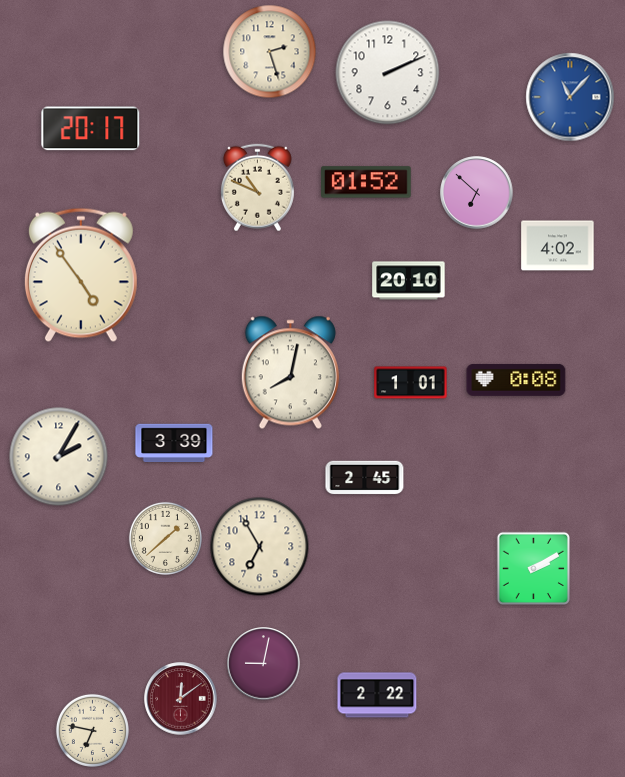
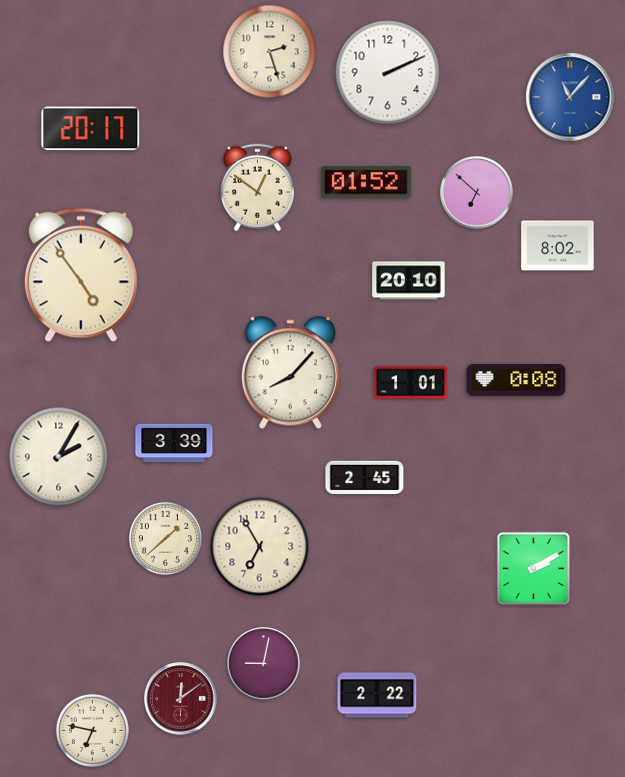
clock at (257, 188): 10:49 -> 12:51
clock at (558, 246): 4:02 -> 8:02
clock at (290, 373): 8:02 -> 8:07
